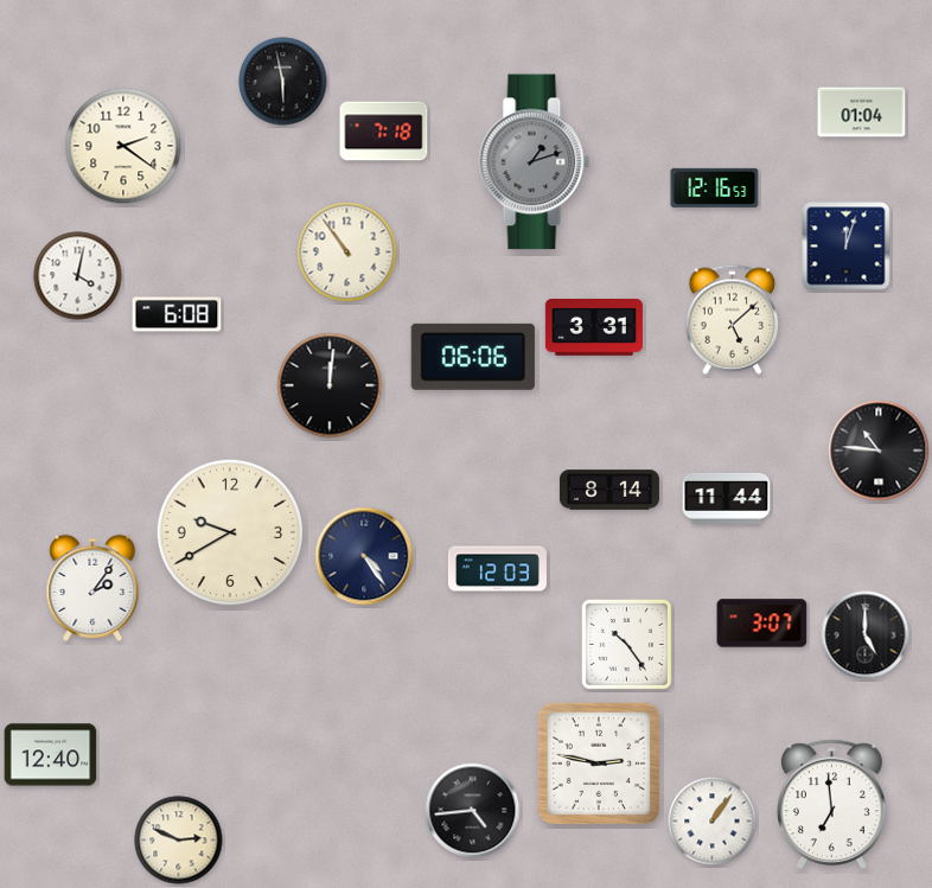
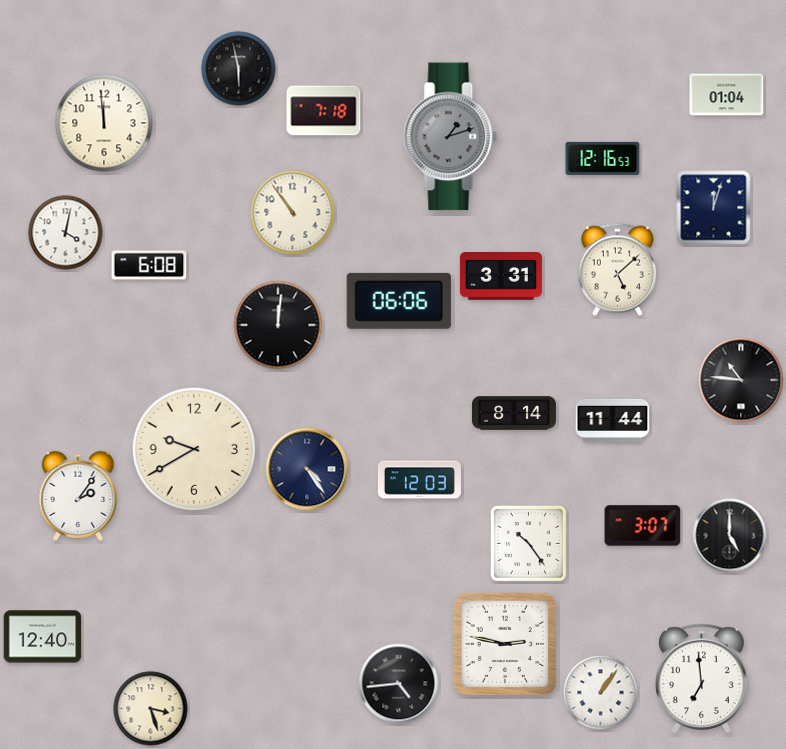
clock at (123, 146): 2:21 -> 11:59
clock at (179, 841): 2:49 -> 3:27
